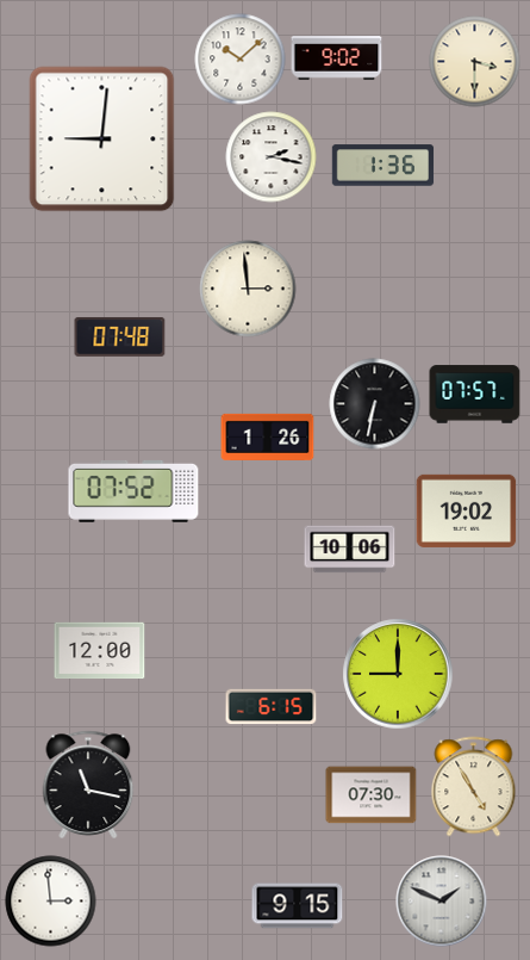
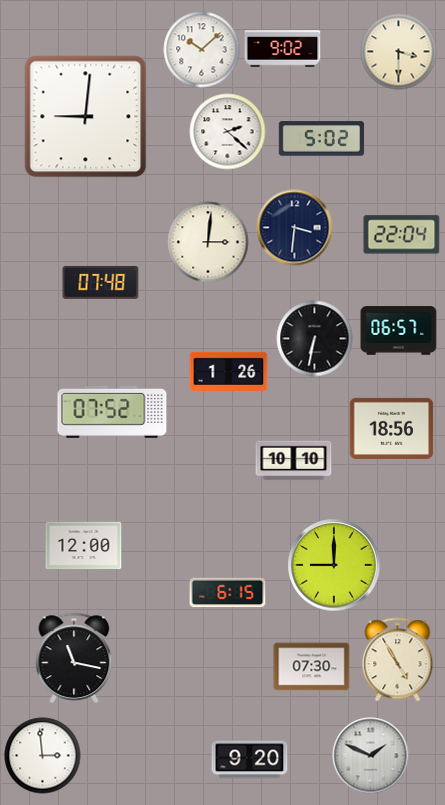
clock at (272, 157): 2:17 -> 2:22
clock at (384, 166): 1:36 -> 5:02
clock at (295, 228): none -> 3:31
clock at (402, 235): none -> 22:04
clock at (248, 289): 2:59 -> 3:01
clock at (475, 395): 07:57 -> 06:57
clock at (268, 436) position: (268, 436) -> (229, 371)
clock at (467, 510): 19:02 -> 18:56
clock at (350, 550): 10:06 -> 10:10
clock at (298, 906): 9:15 -> 9:20
